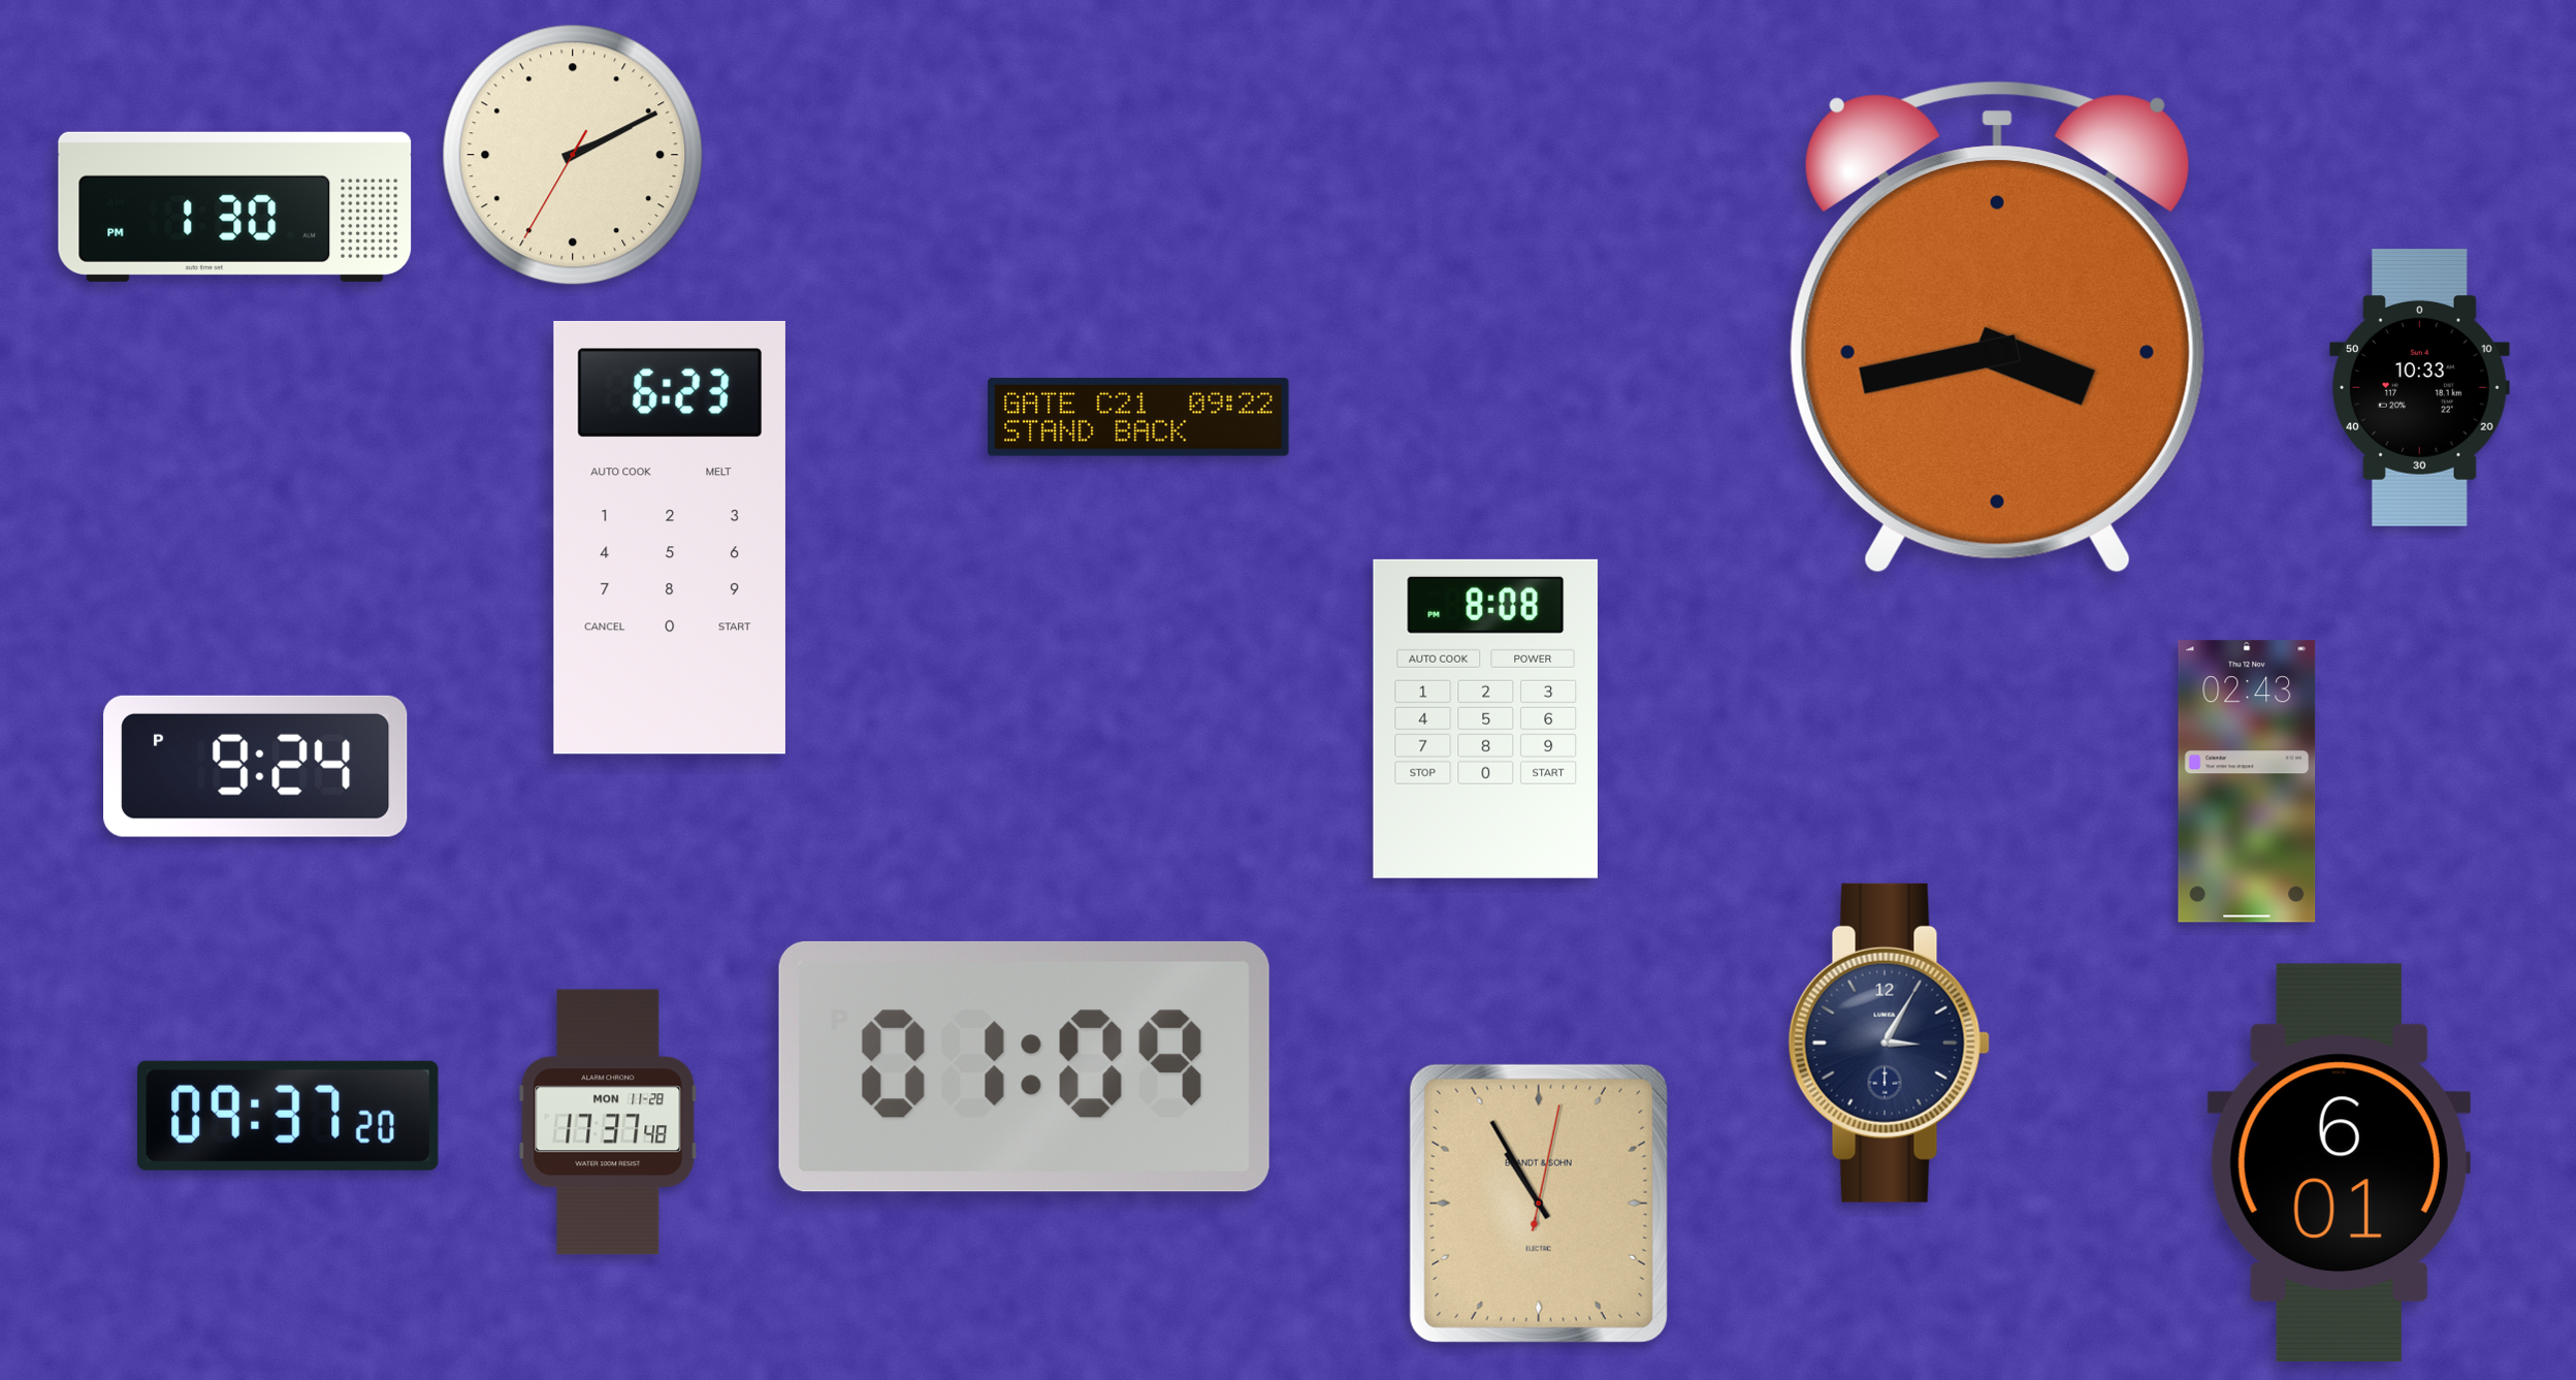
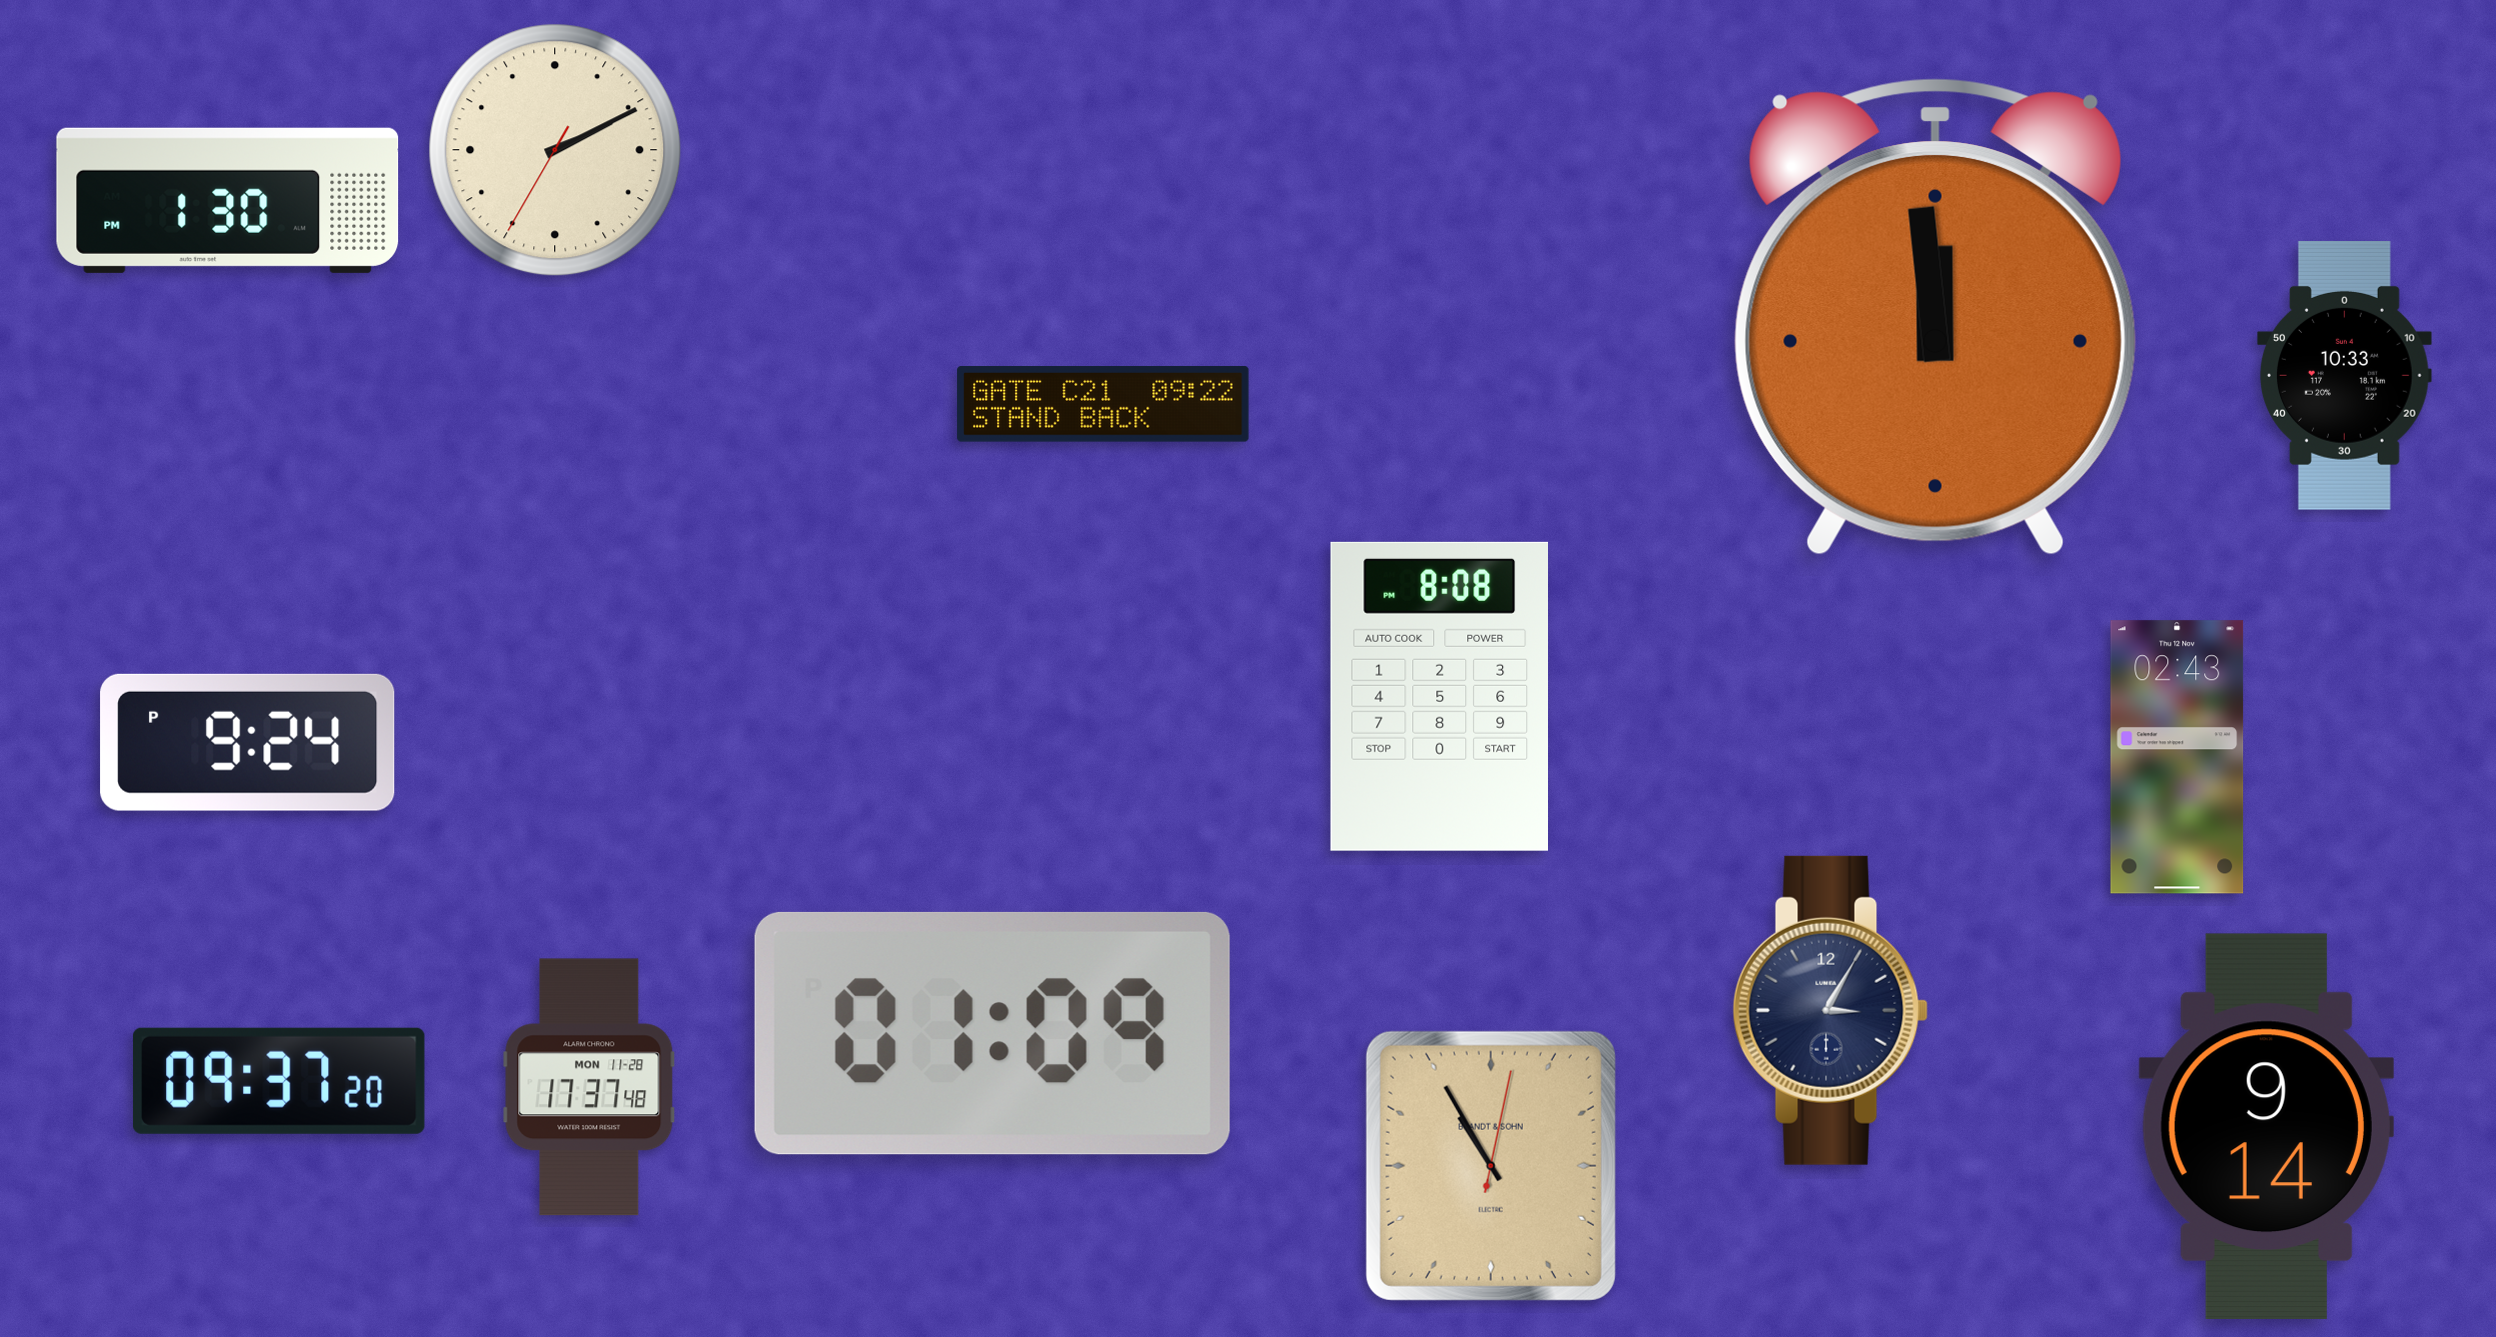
clock at (1997, 326): 3:43 -> 11:59
clock at (670, 538): 6:23 -> none
clock at (2339, 1162): 6:01 -> 9:14
